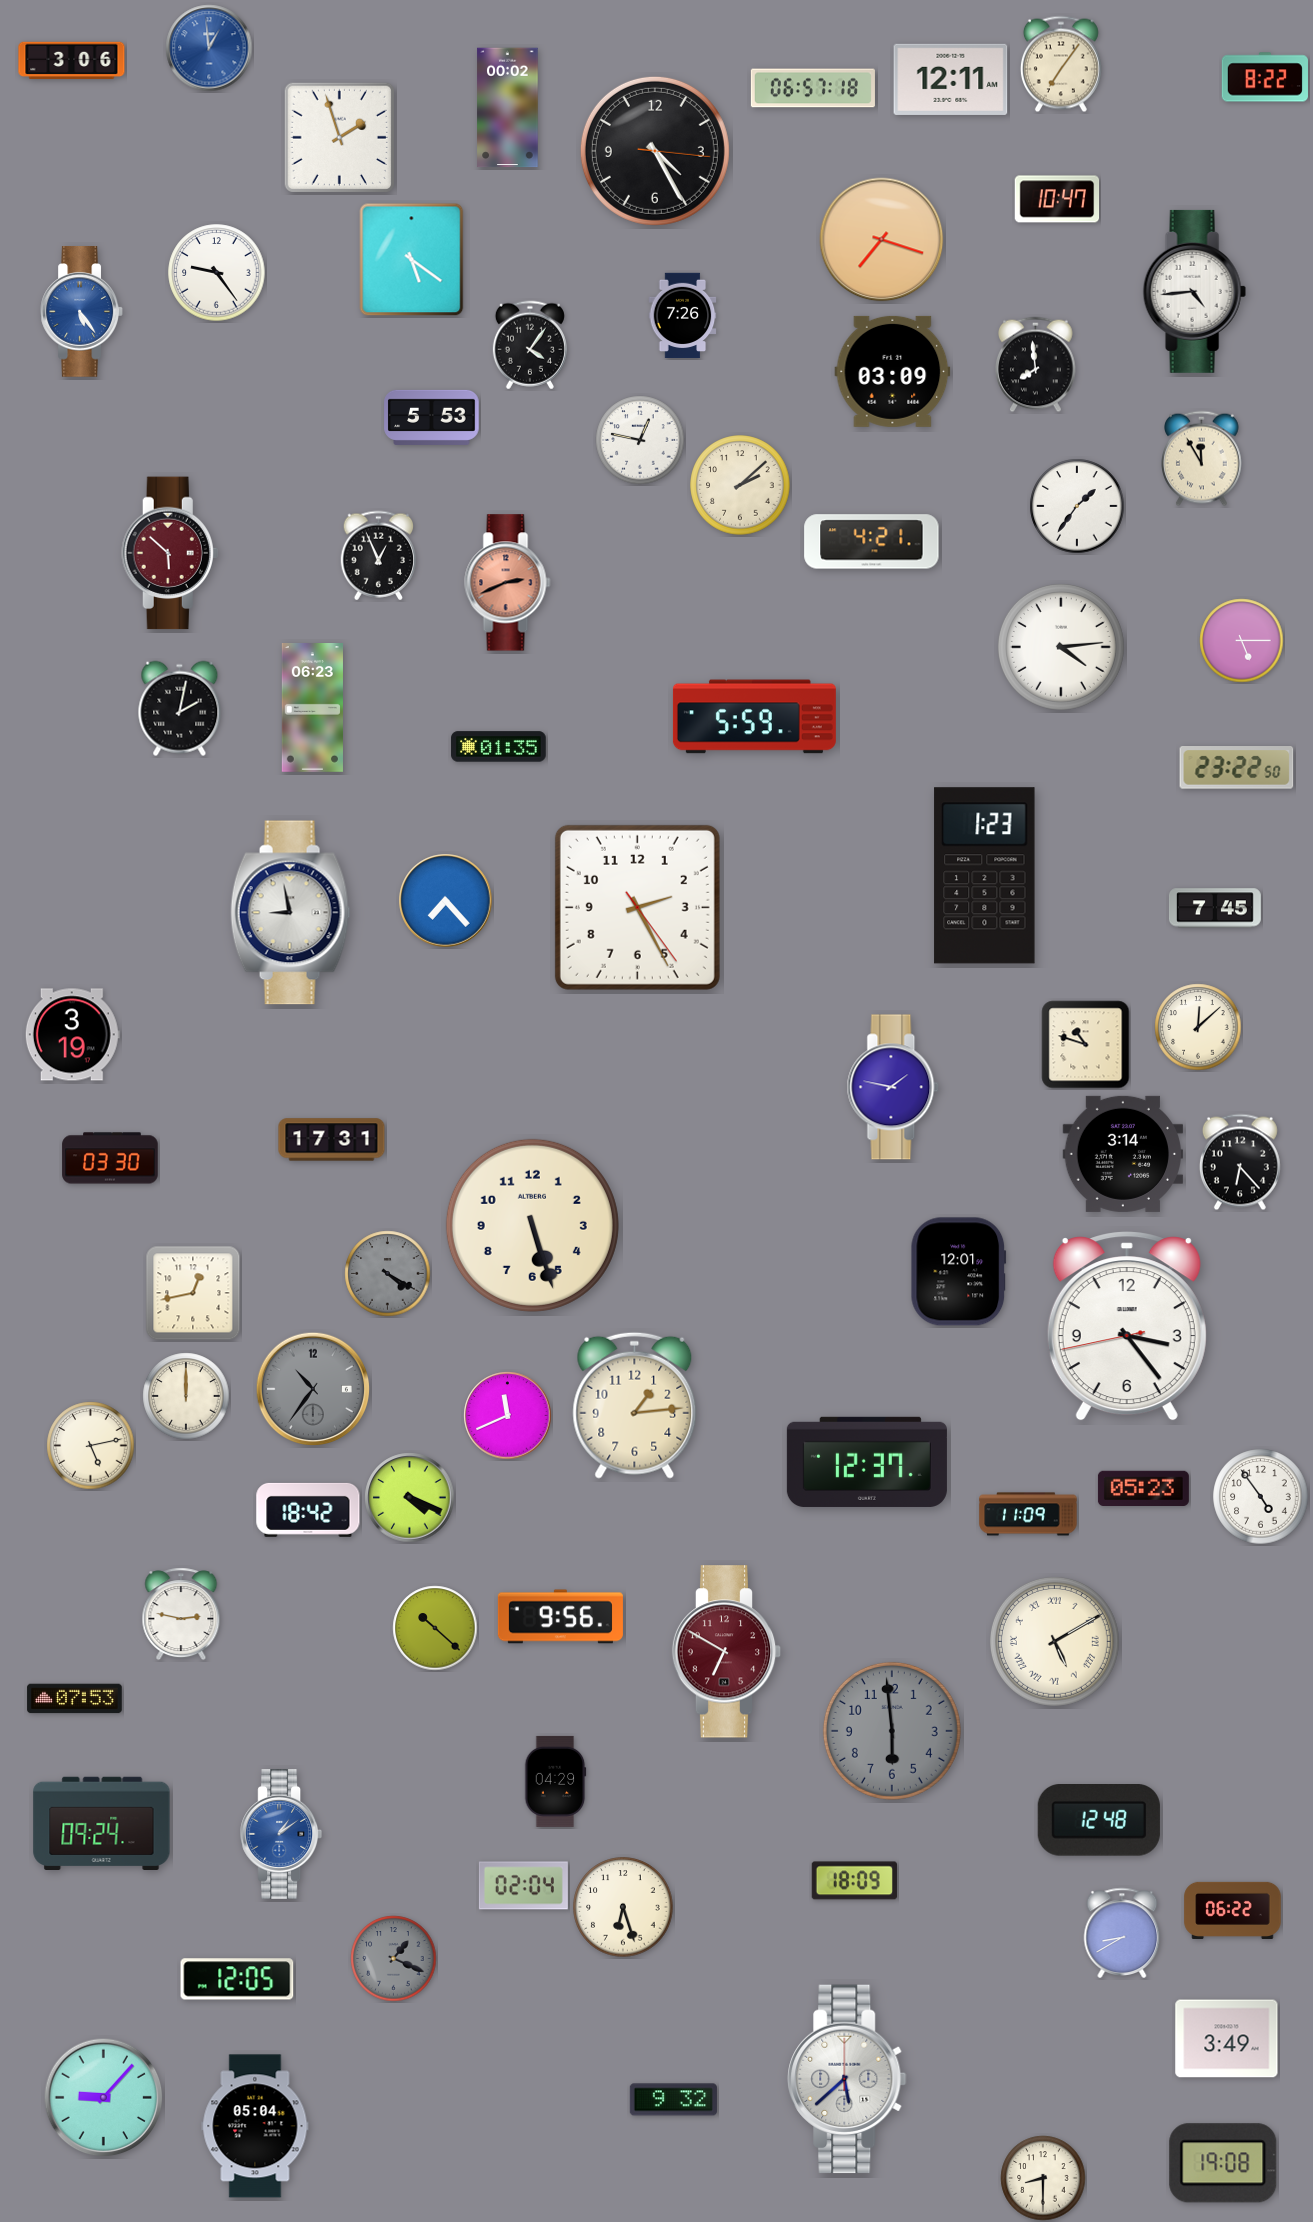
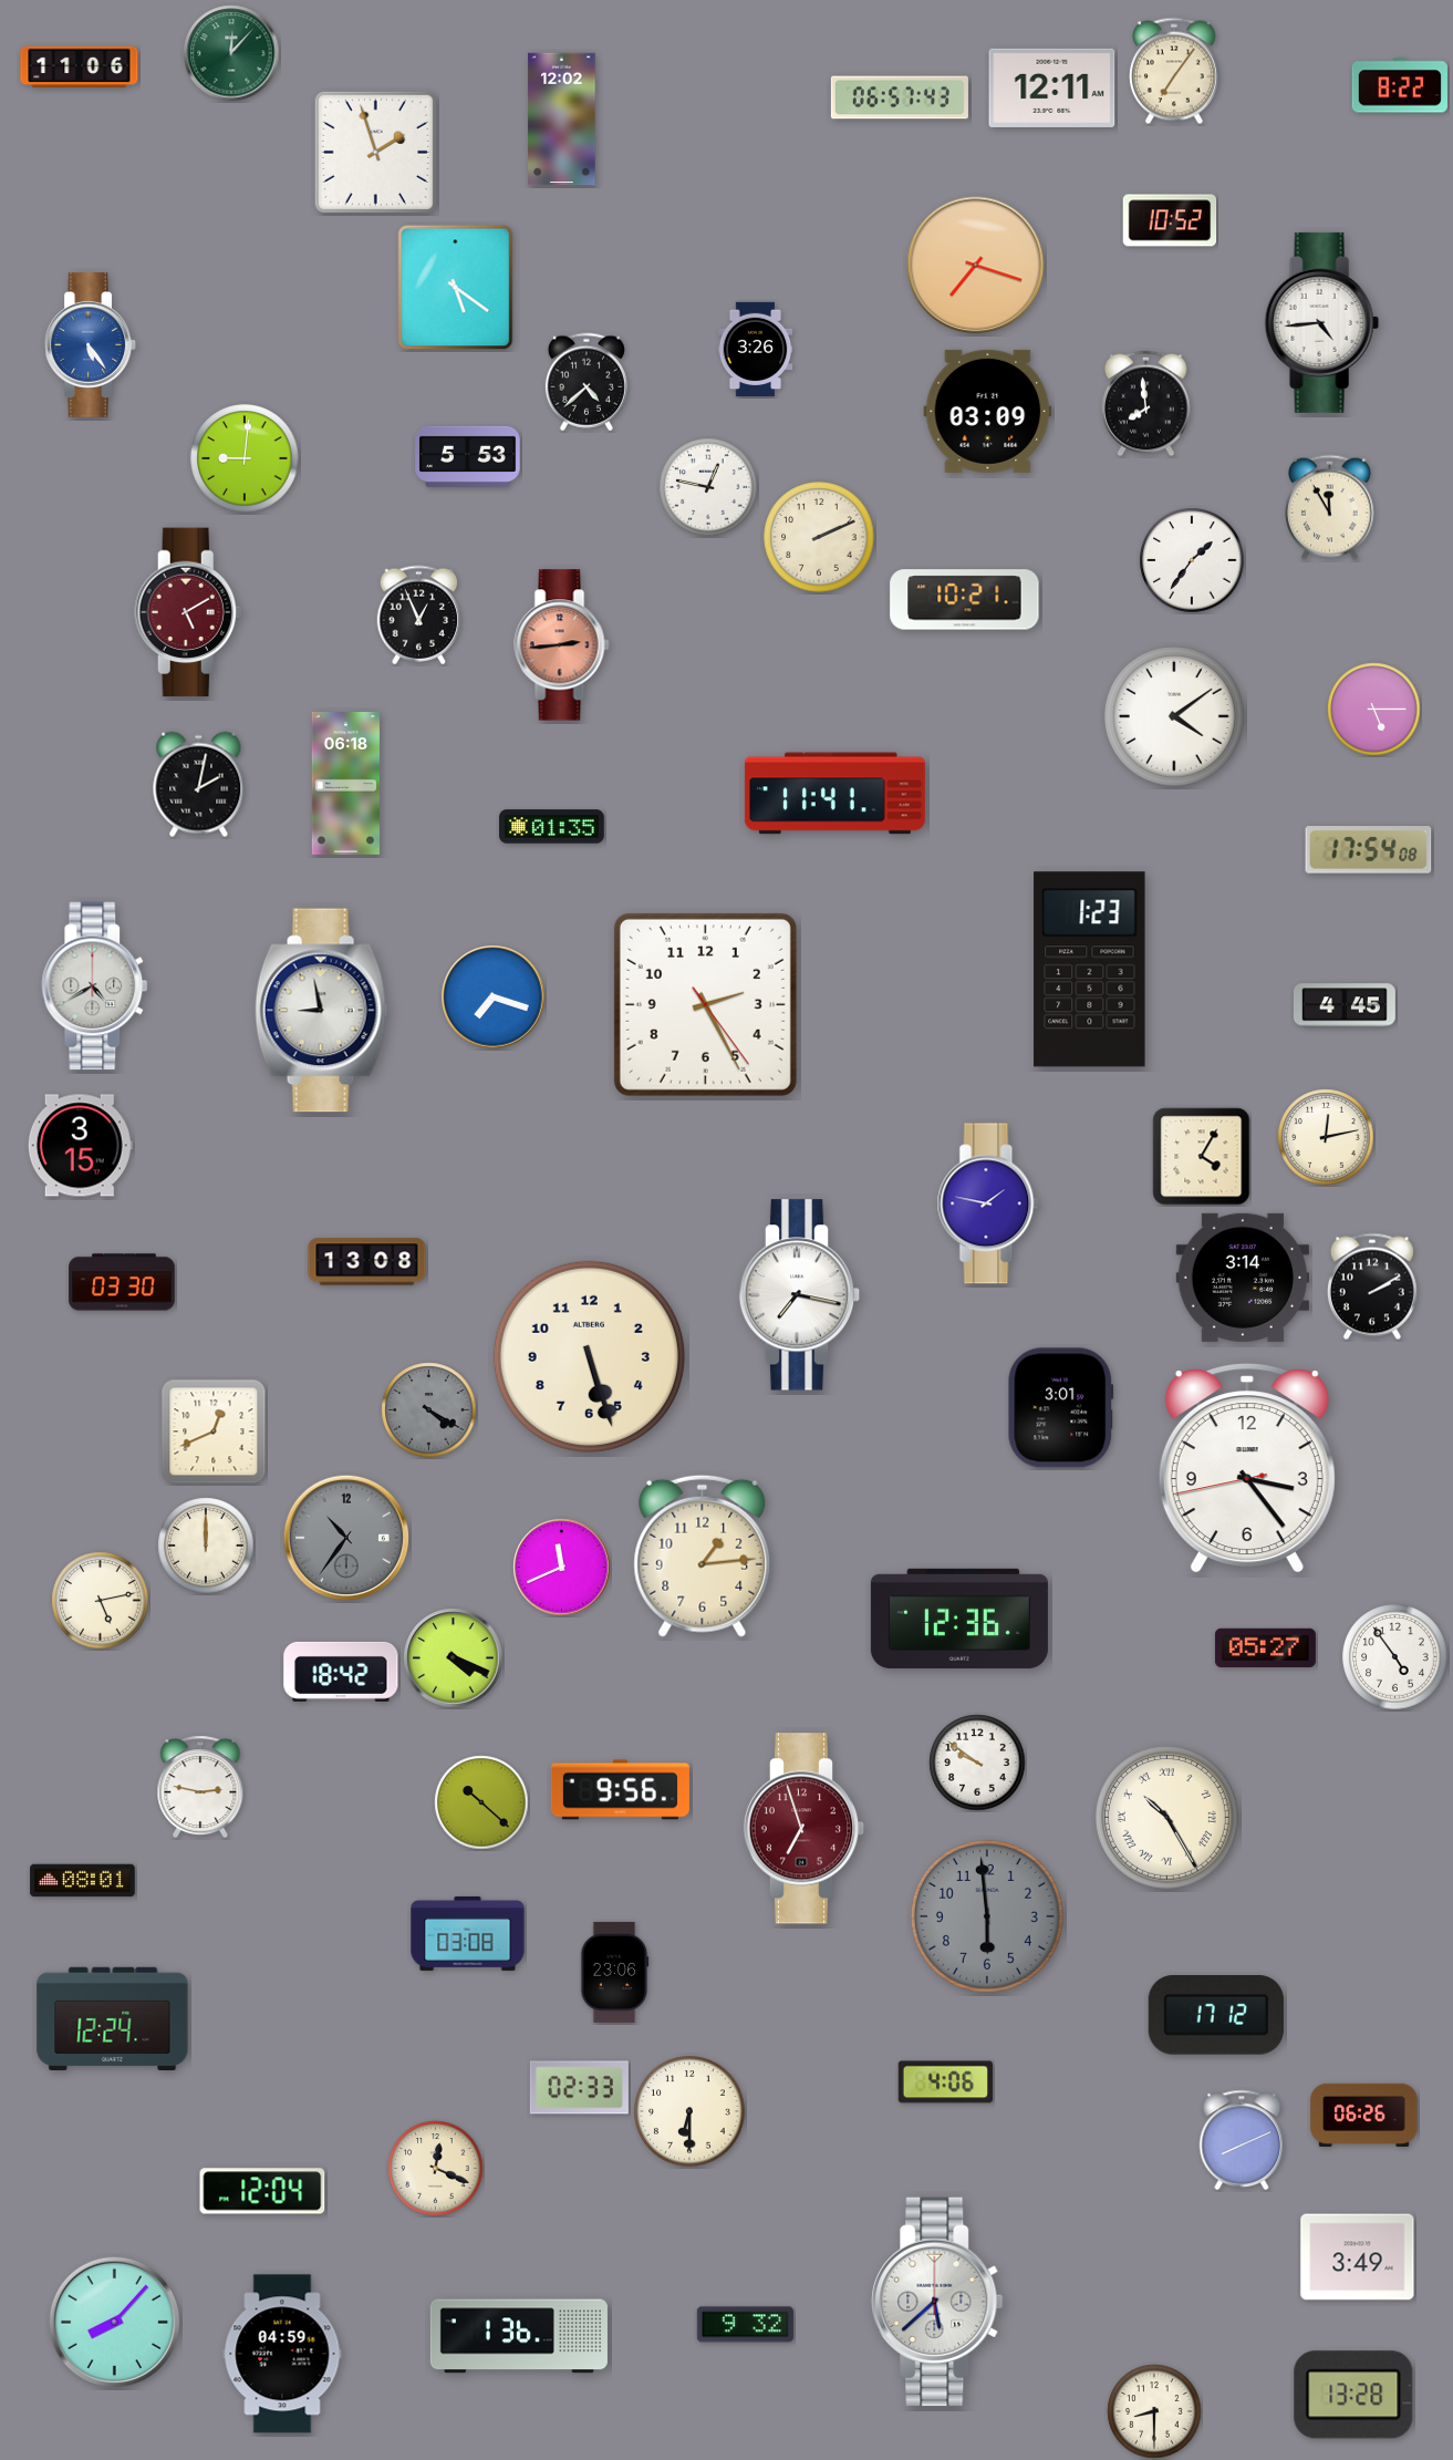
clock at (209, 48): 12:59 -> 12:07
clock at (209, 48) dial: blue -> green
clock at (72, 61): 3:06 -> 11:06
clock at (813, 88): 06:57:18 -> 06:57:43
clock at (508, 108): 00:02 -> 12:02
clock at (655, 151): 4:25 -> none
clock at (1057, 199): 10:47 -> 10:52
clock at (217, 273): 9:24 -> none
clock at (683, 316): 7:26 -> 3:26
clock at (530, 345): 4:06 -> 4:38
clock at (245, 458): none -> 9:01
clock at (432, 417) position: (432, 417) -> (468, 456)
clock at (740, 485): 2:08 -> 2:11
clock at (872, 542): 4:21 -> 10:21
clock at (170, 553): 5:52 -> 5:10
clock at (508, 583): 2:41 -> 2:44
clock at (1061, 647): 4:14 -> 4:09
clock at (312, 708): 06:23 -> 06:18
clock at (754, 717): 5:59 -> 11:41
clock at (1237, 768): 23:22 -> 17:54
clock at (95, 986): none -> 4:40
clock at (446, 901): 7:23 -> 7:18
clock at (1215, 908): 7:45 -> 4:45
clock at (1198, 1027): 12:08 -> 12:13
clock at (72, 1035): 3:19 -> 3:15
clock at (1086, 1045): 10:48 -> 4:05
clock at (332, 1140): 17:31 -> 13:08
clock at (1240, 1162): 6:23 -> 2:10
clock at (800, 1295): none -> 7:17
clock at (959, 1272): 12:01 -> 3:01
clock at (193, 1293): 12:43 -> 12:41
clock at (867, 1462): 12:37 -> 12:36
clock at (1143, 1488): 05:23 -> 05:27
clock at (1028, 1514): 11:09 -> none
clock at (977, 1763): none -> 9:51
clock at (1054, 1641): 5:10 -> 10:25
clock at (727, 1652): 6:50 -> 6:57
clock at (75, 1699): 07:53 -> 08:01
clock at (468, 1933): none -> 03:08
clock at (555, 1781): 04:29 -> 23:06
clock at (1099, 1821): 12:48 -> 17:12
clock at (102, 1823): 09:24 -> 12:24
clock at (280, 1835): 1:09 -> none
clock at (854, 1881): 18:09 -> 4:06
clock at (523, 1886): 02:04 -> 02:33
clock at (623, 1907): 6:27 -> 6:30
clock at (1233, 1910): 06:22 -> 06:26
clock at (1122, 1933): 8:40 -> 8:11
clock at (394, 1959): 1:19 -> 12:19
clock at (394, 1959) dial: grey -> cream
clock at (237, 1979): 12:05 -> 12:04
clock at (104, 2098): 9:07 -> 8:07
clock at (519, 2336): none -> 1:36
clock at (255, 2126): 05:04 -> 04:59
clock at (1223, 2163): 19:08 -> 13:28
